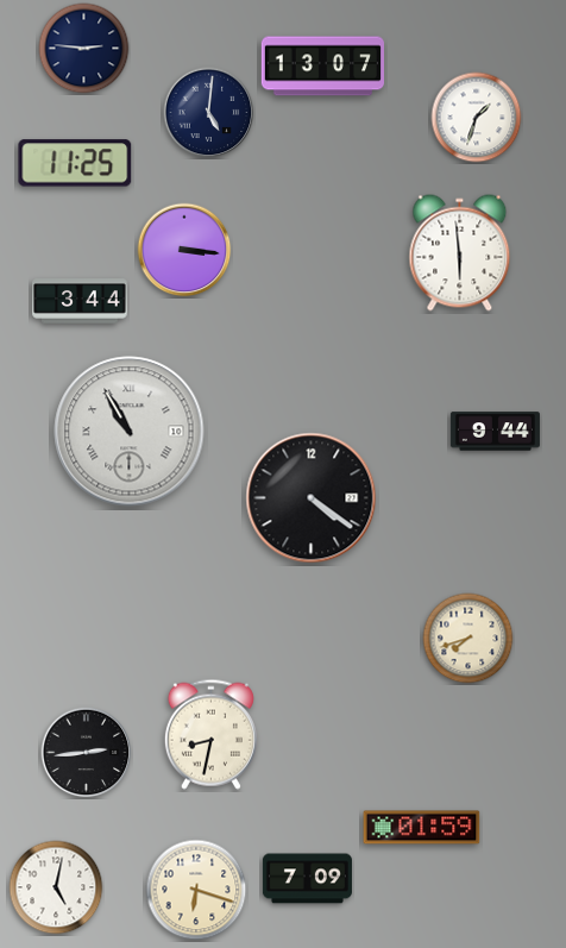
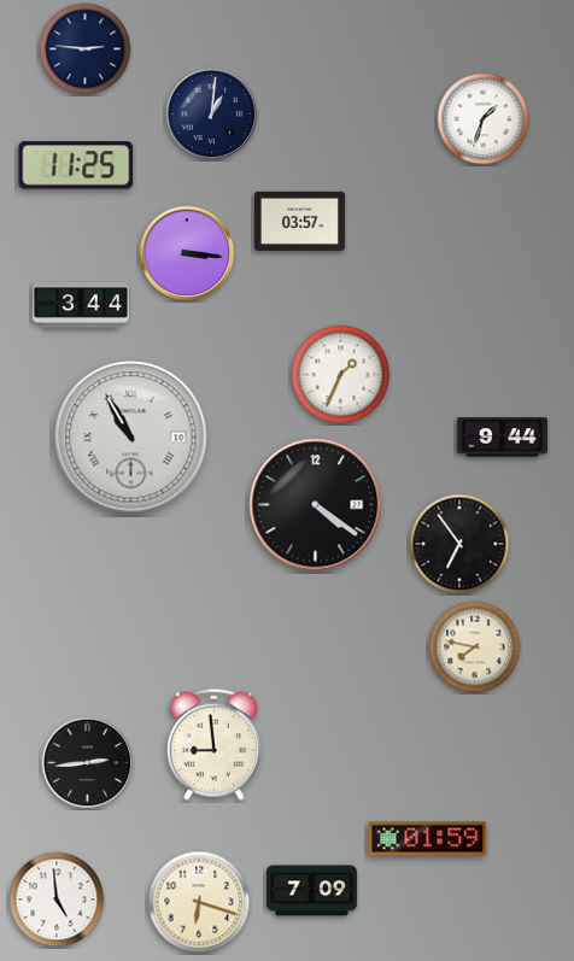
clock at (322, 67): 13:07 -> none
clock at (209, 113): 5:01 -> 1:01
clock at (299, 221): none -> 03:57
clock at (460, 253): 5:59 -> none
clock at (341, 375): none -> 1:34
clock at (459, 544): none -> 6:54
clock at (468, 639): 7:42 -> 7:47
clock at (210, 734): 8:32 -> 8:59
clock at (56, 887): 5:02 -> 4:59
